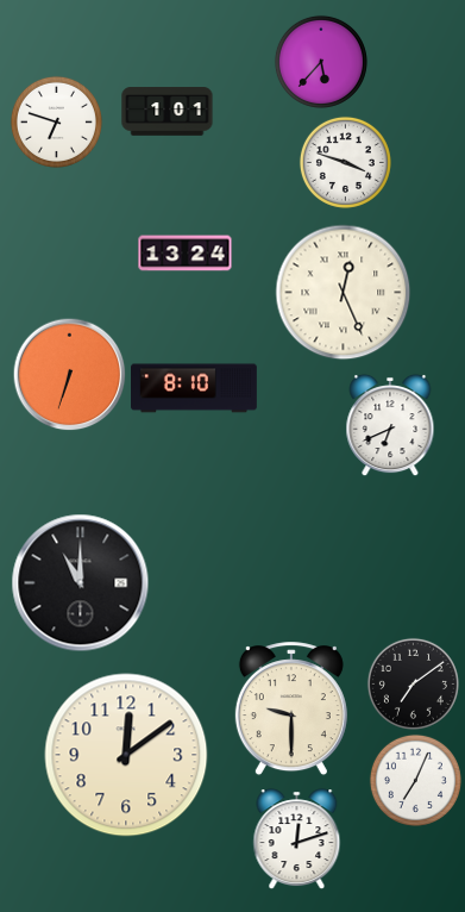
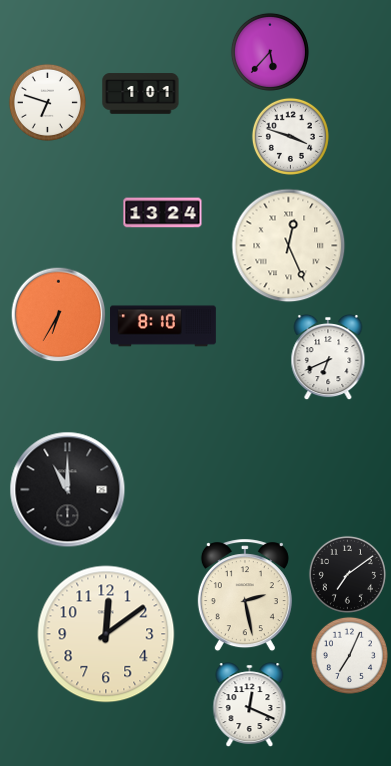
clock at (186, 254) position: (186, 254) -> (163, 213)
clock at (69, 374): 6:33 -> 6:35
clock at (291, 710): 9:30 -> 2:28
clock at (297, 839): 12:12 -> 12:19
